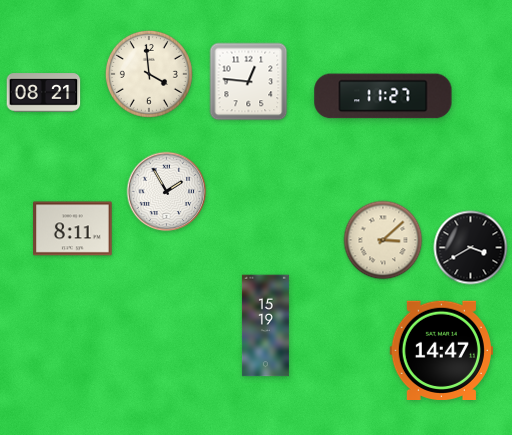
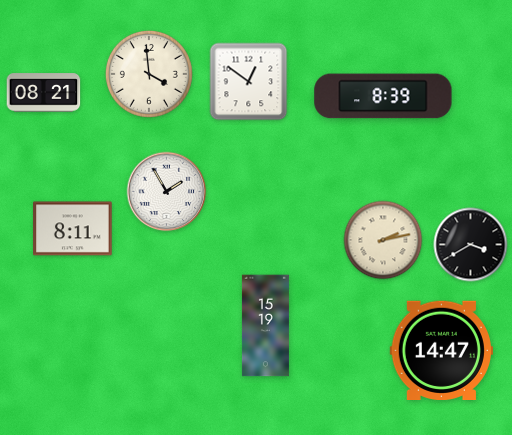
clock at (249, 82): 12:46 -> 12:51
clock at (383, 96): 11:27 -> 8:39
clock at (383, 240): 3:08 -> 2:13
clock at (471, 248) position: (471, 248) -> (471, 245)
